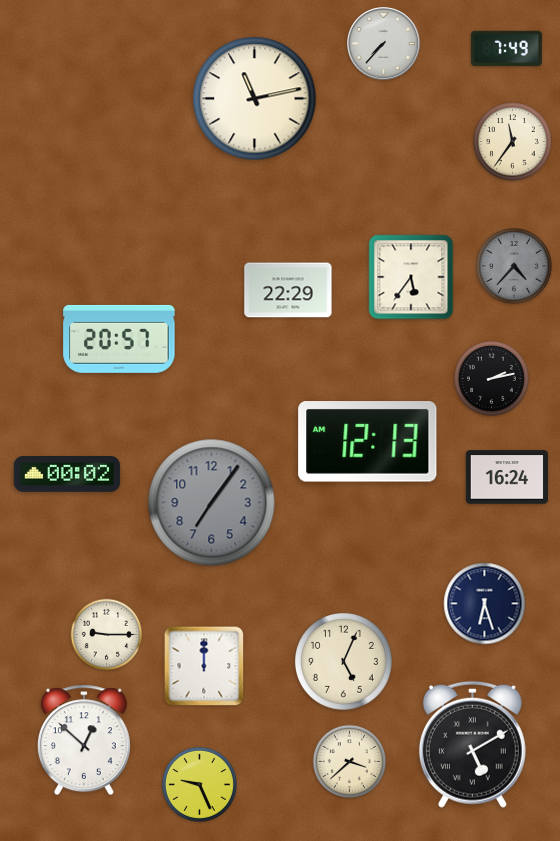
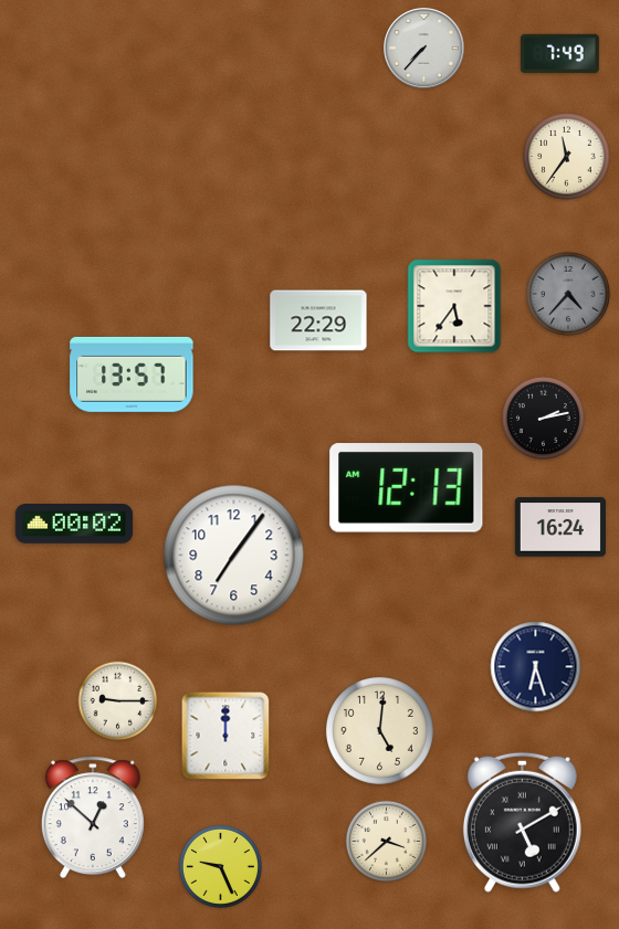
clock at (255, 99): 11:13 -> none
clock at (119, 339): 20:57 -> 13:57
clock at (212, 503) dial: grey -> white
clock at (343, 661): 5:04 -> 5:01
